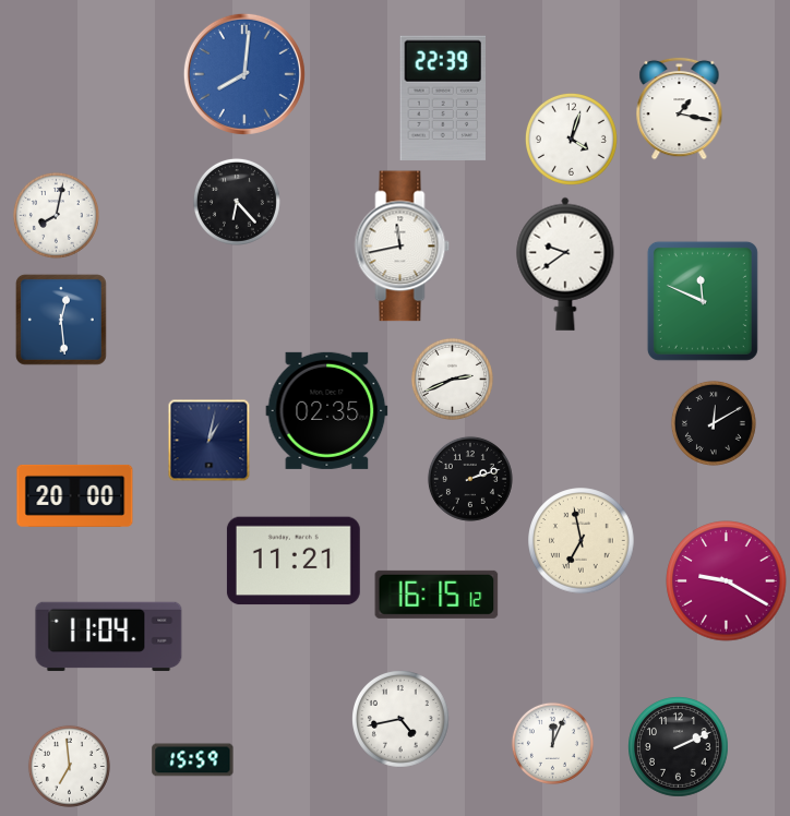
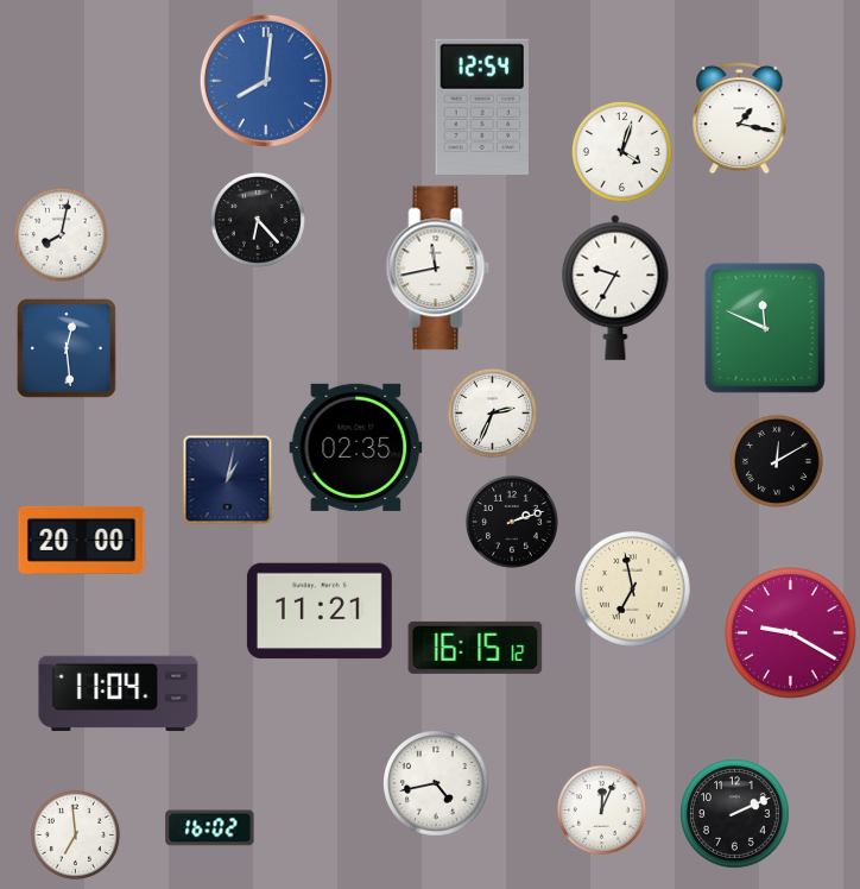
clock at (442, 98): 22:39 -> 12:54
clock at (565, 264): 9:39 -> 9:35
clock at (452, 379): 2:41 -> 2:34
clock at (679, 747) position: (679, 747) -> (735, 814)
clock at (193, 760): 15:59 -> 16:02
